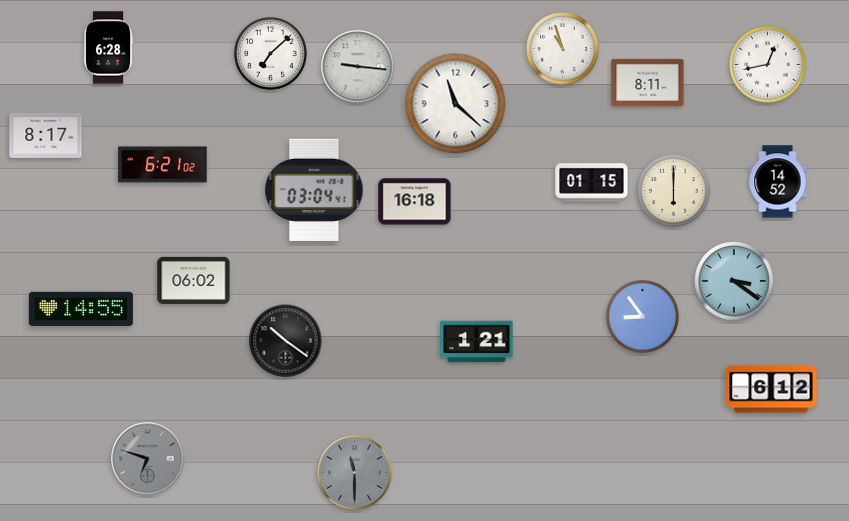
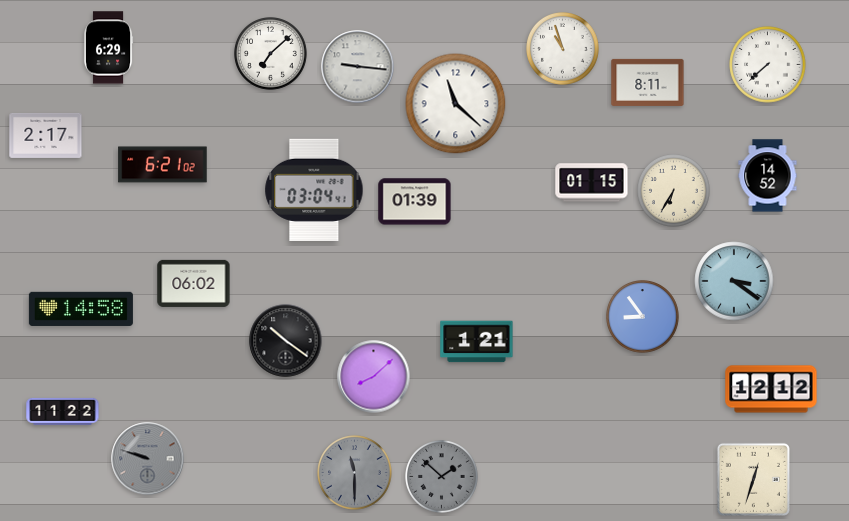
clock at (108, 48): 6:28 -> 6:29
clock at (768, 65): 12:43 -> 7:38
clock at (46, 135): 8:17 -> 2:17
clock at (778, 182) position: (778, 182) -> (768, 176)
clock at (674, 191): 6:00 -> 6:35
clock at (415, 202): 16:18 -> 01:39
clock at (194, 280) position: (194, 280) -> (194, 283)
clock at (81, 308): 14:55 -> 14:58
clock at (374, 377): none -> 8:08
clock at (771, 389): 6:12 -> 12:12
clock at (63, 411): none -> 11:22
clock at (148, 459): 6:48 -> 9:48
clock at (442, 477): none -> 1:52
clock at (753, 479): none -> 12:33
